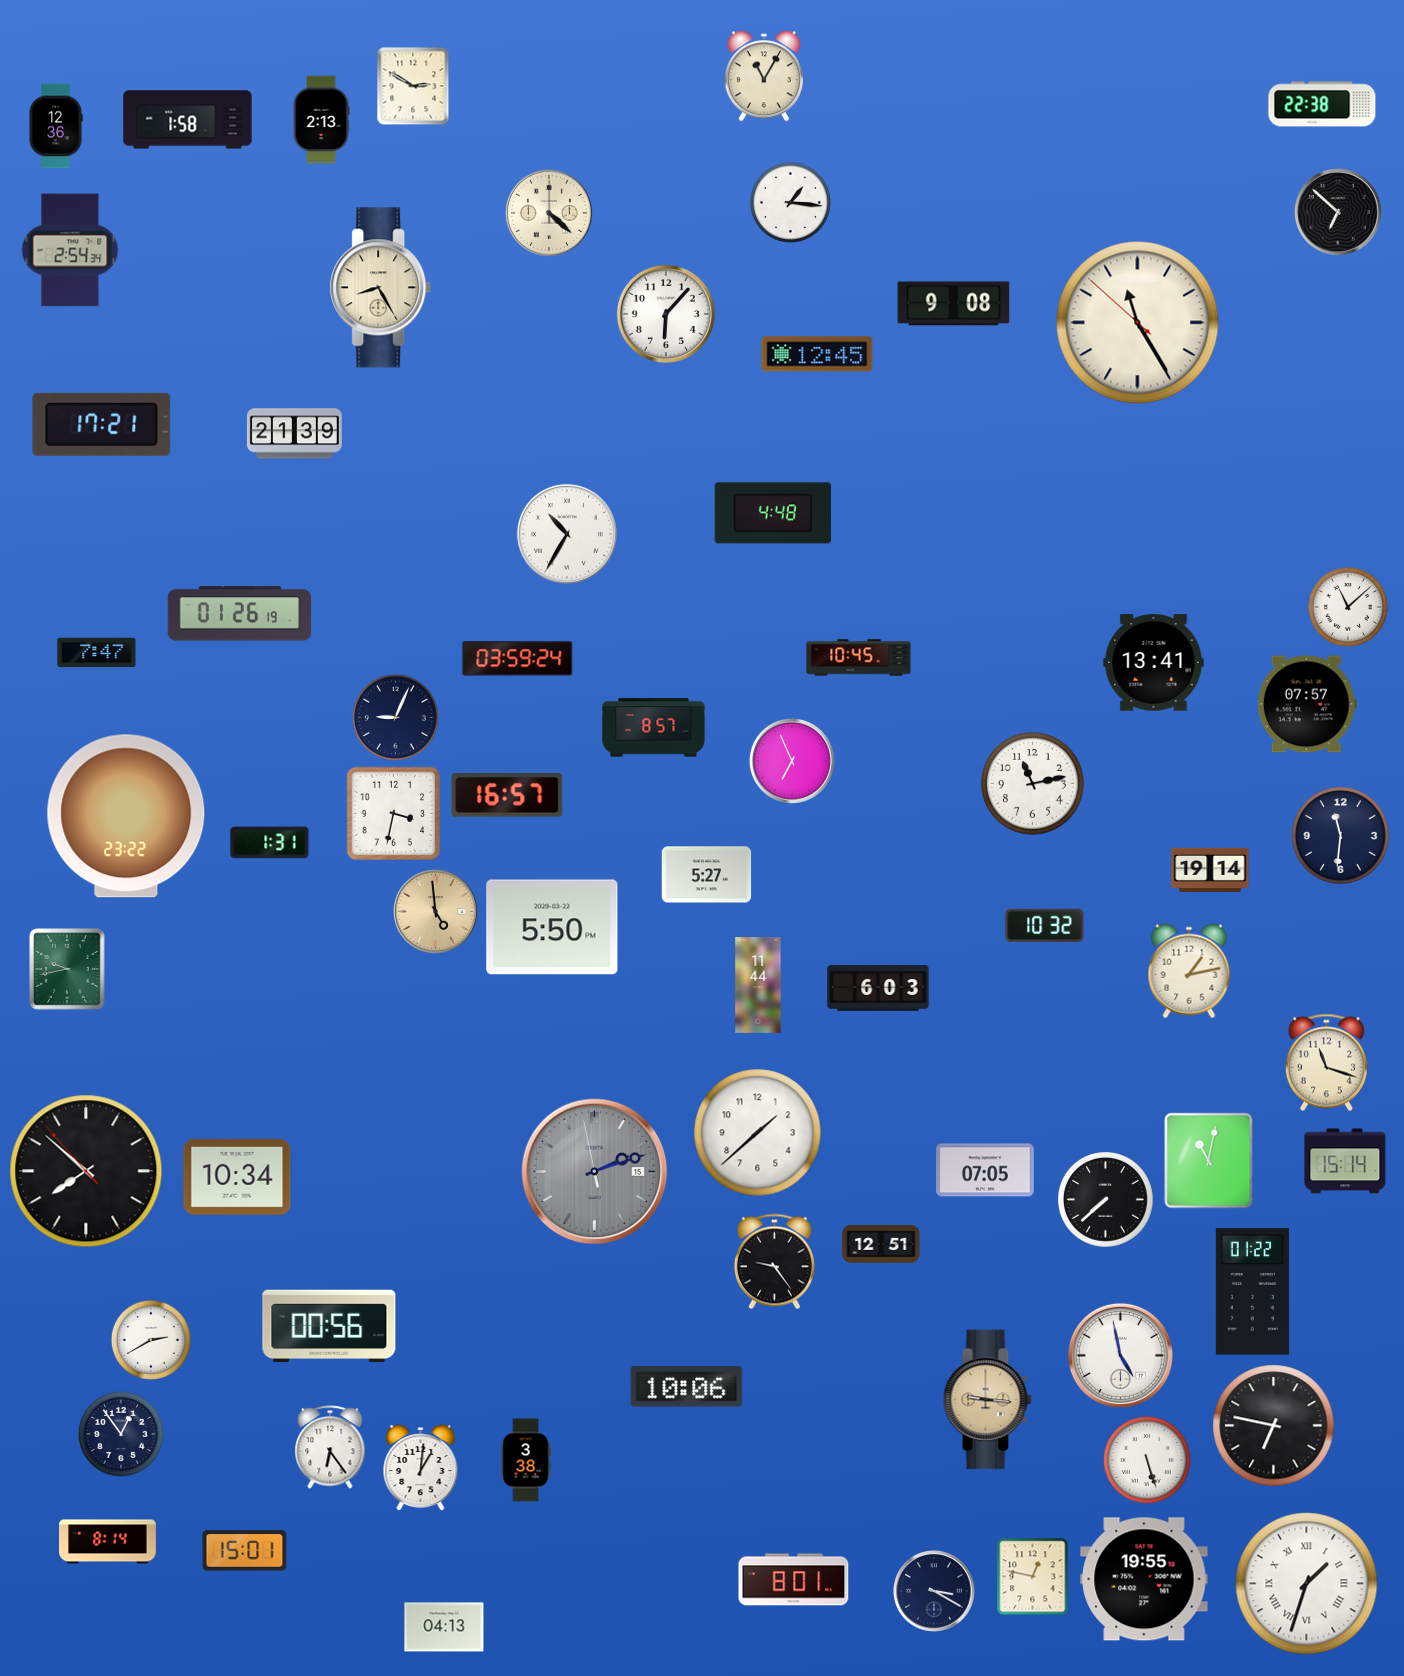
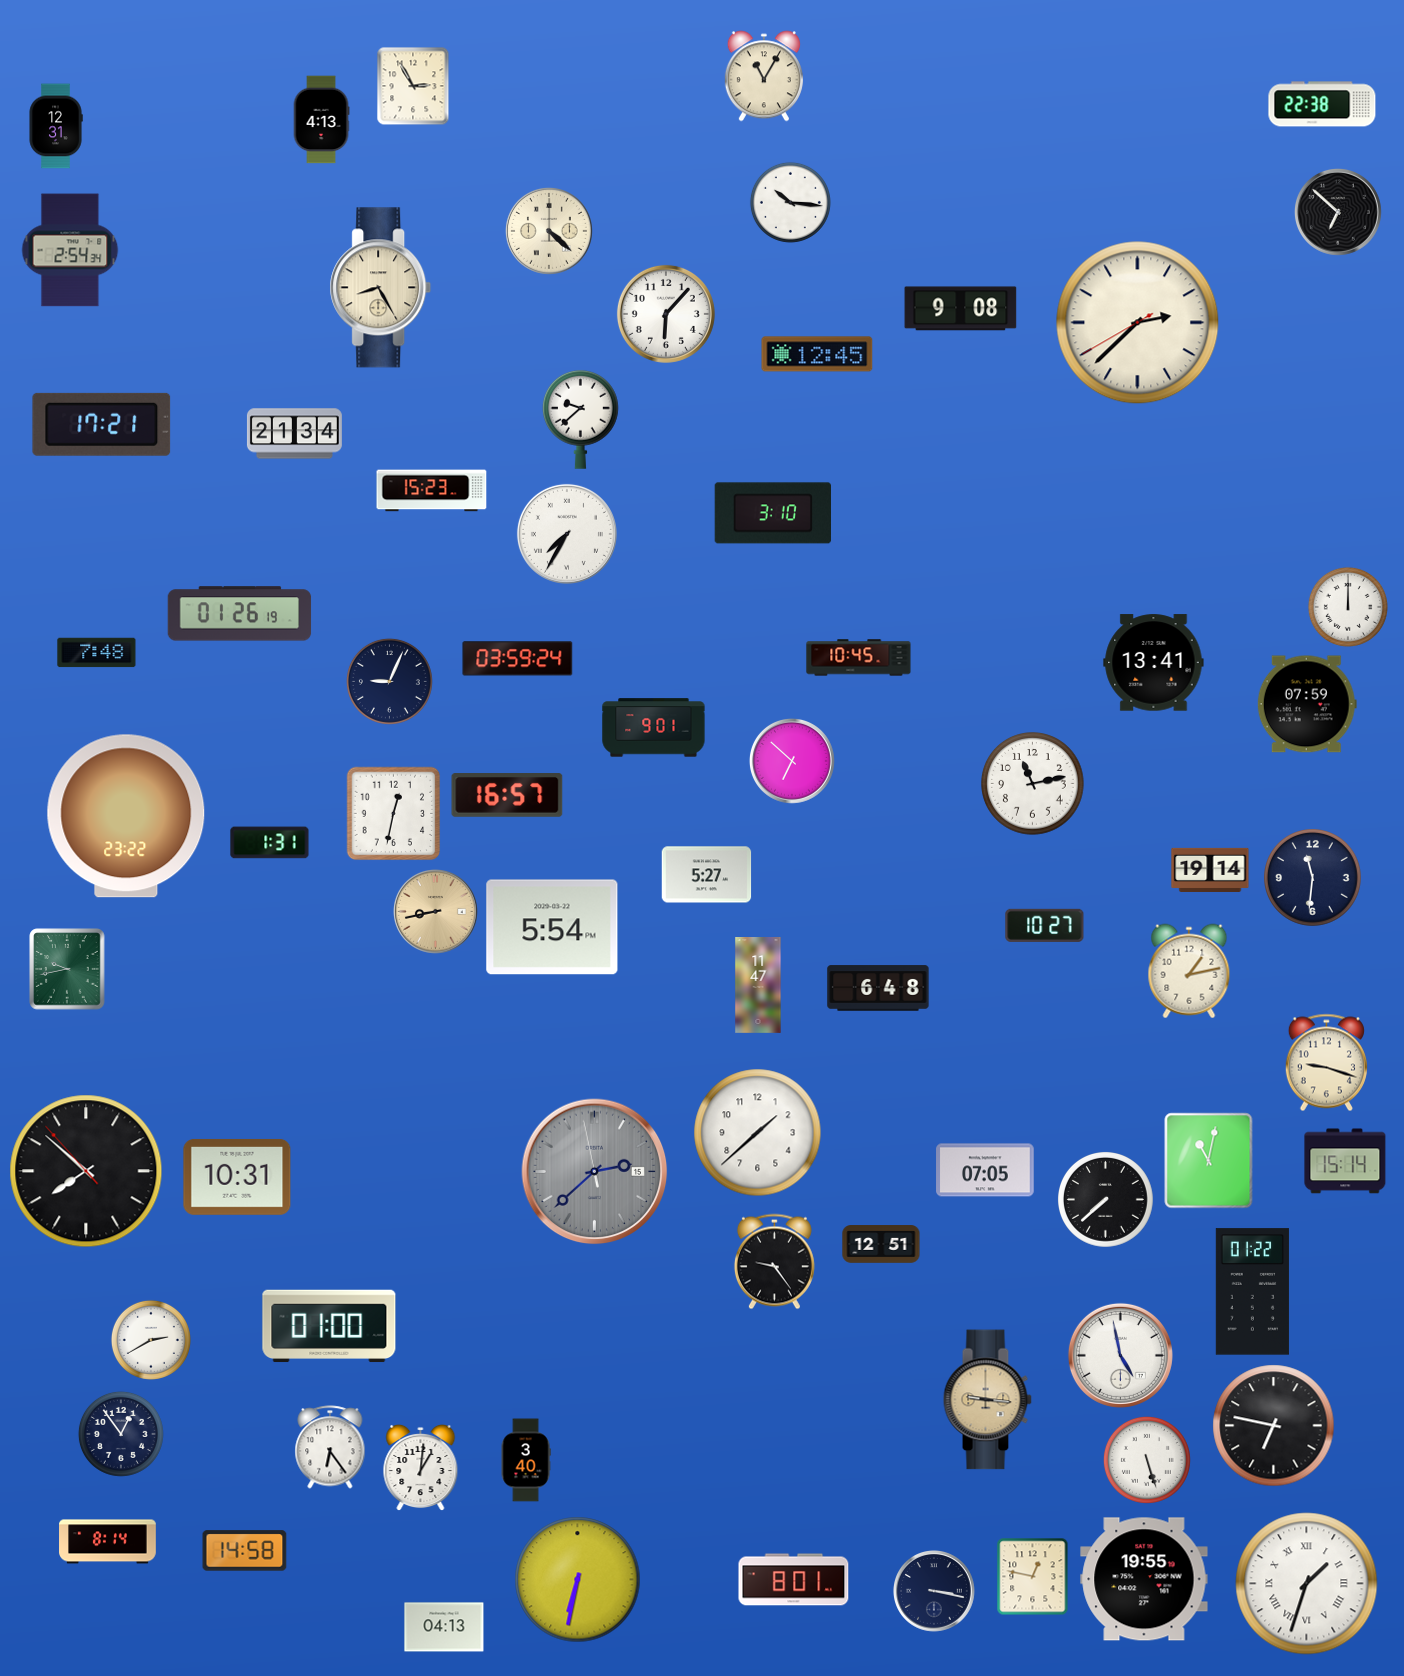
clock at (413, 86): 2:50 -> 2:55
clock at (188, 120): 1:58 -> none
clock at (321, 120): 2:13 -> 4:13
clock at (56, 126): 12:36 -> 12:31
clock at (790, 202): 1:16 -> 10:16
clock at (549, 213) position: (549, 213) -> (549, 231)
clock at (954, 304) position: (954, 304) -> (961, 309)
clock at (1138, 323): 11:24 -> 2:37
clock at (581, 419): none -> 9:38
clock at (294, 434): 21:39 -> 21:34
clock at (432, 491): none -> 15:23
clock at (772, 513): 4:48 -> 3:10
clock at (567, 534): 10:35 -> 7:35
clock at (1348, 607): 11:08 -> 12:00
clock at (97, 653): 7:47 -> 7:48
clock at (1307, 704): 07:57 -> 07:59
clock at (395, 717) position: (395, 717) -> (389, 681)
clock at (654, 728): 8:57 -> 9:01
clock at (792, 761): 6:56 -> 6:52
clock at (394, 814): 3:32 -> 12:32
clock at (1341, 836) position: (1341, 836) -> (1313, 878)
clock at (436, 912): 4:59 -> 8:43
clock at (1045, 925): 10:32 -> 10:27
clock at (552, 927): 5:50 -> 5:54
clock at (758, 986): 11:44 -> 11:47
clock at (878, 988): 6:03 -> 6:48
clock at (1326, 1063): 11:18 -> 9:18
clock at (595, 1172): 2:11 -> 2:37
clock at (237, 1177): 10:34 -> 10:31
clock at (329, 1326): 00:56 -> 01:00
clock at (687, 1387): 10:06 -> none
clock at (526, 1460): 3:38 -> 3:40
clock at (245, 1551): 15:01 -> 14:58
clock at (578, 1580): none -> 6:32
clock at (935, 1592): 3:20 -> 3:17
